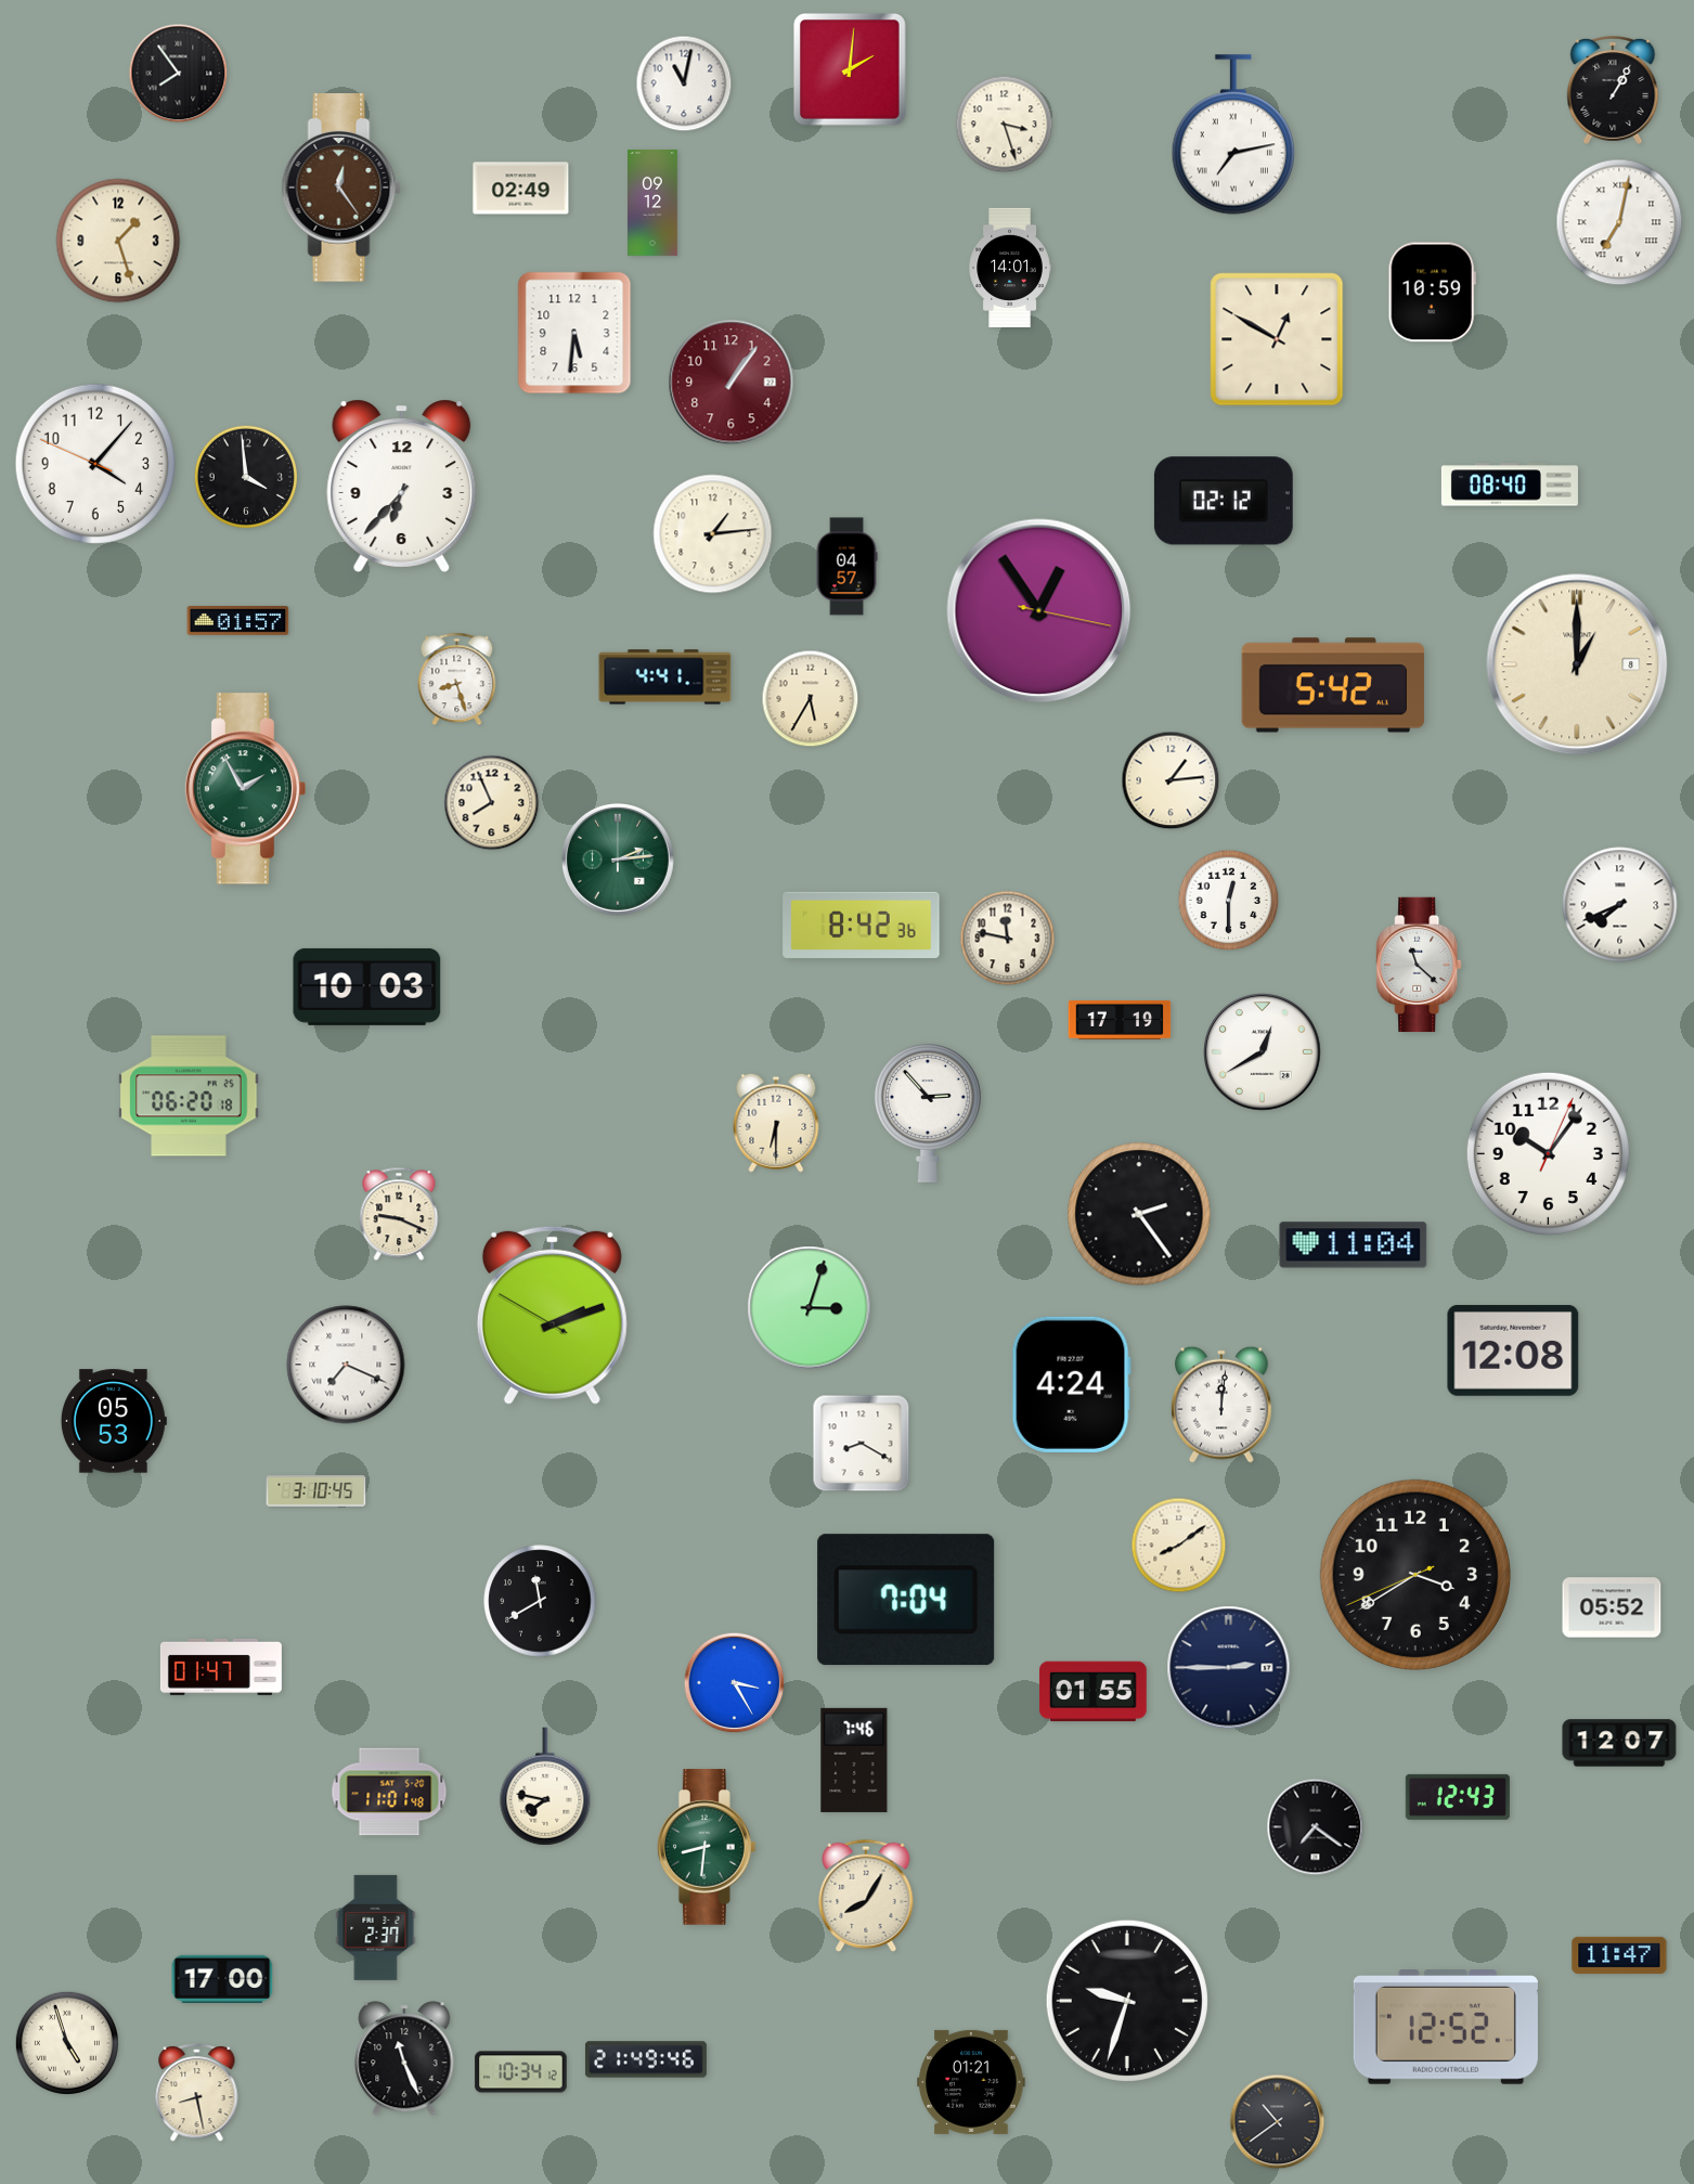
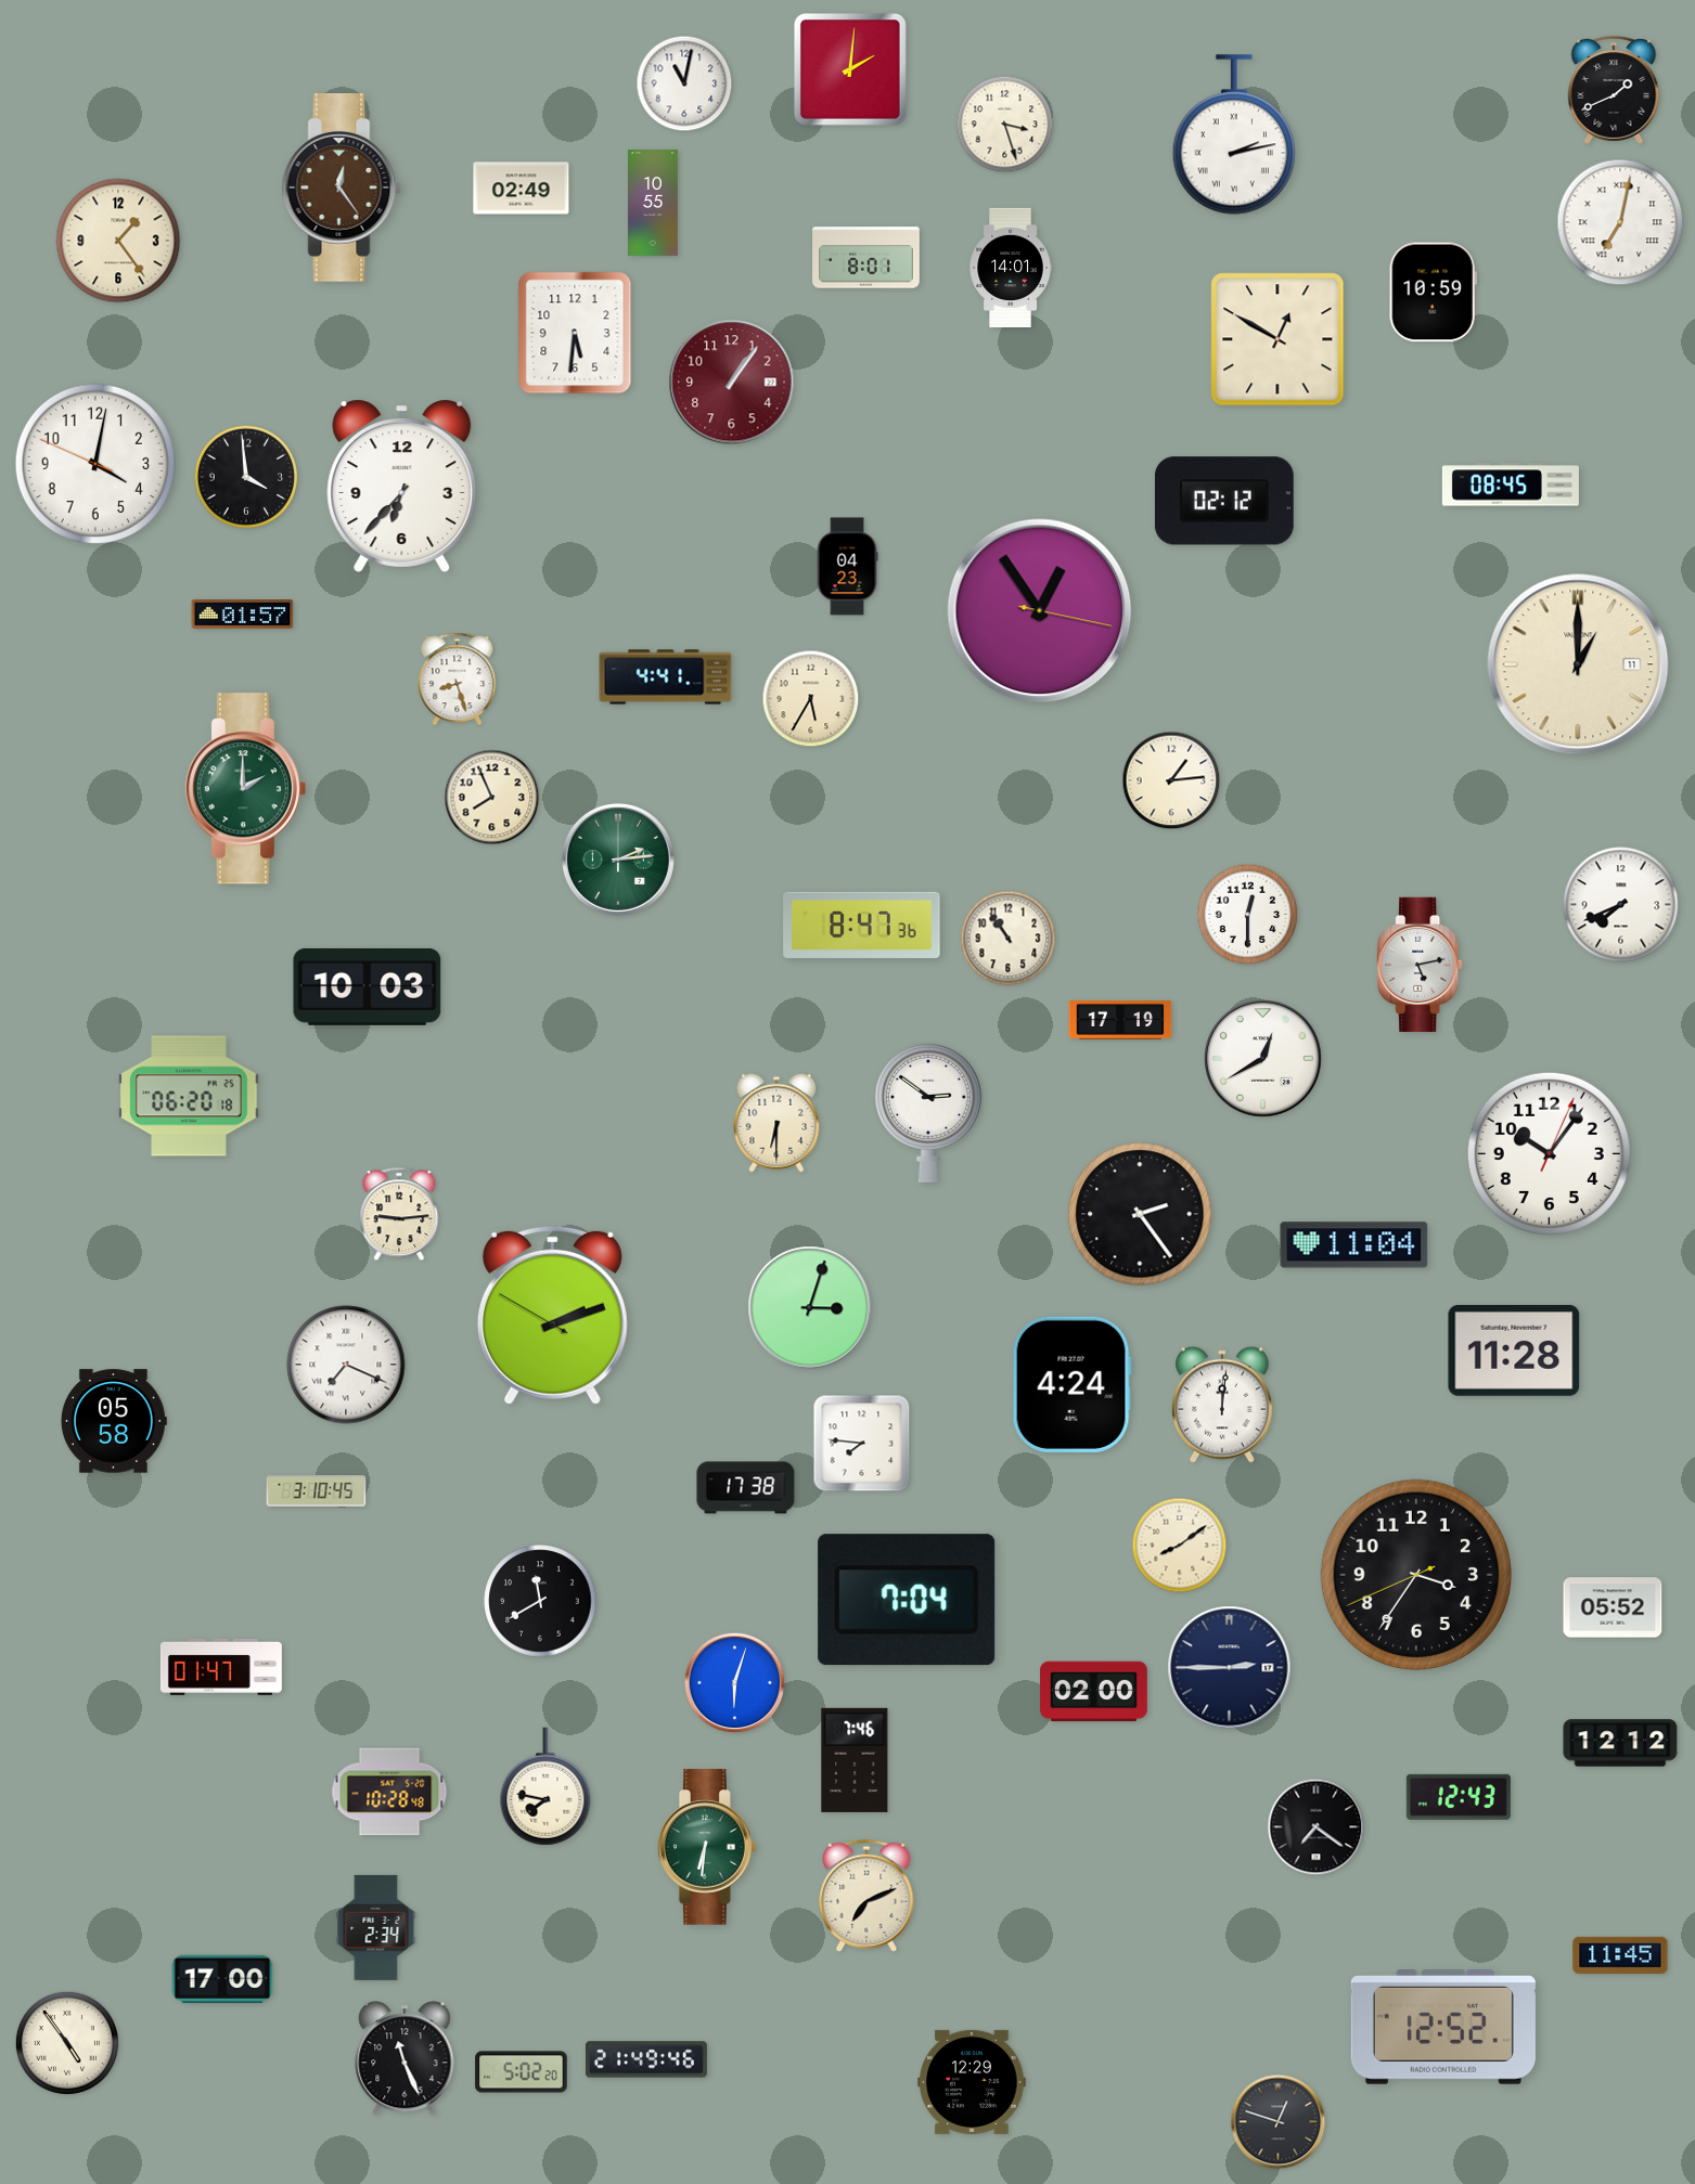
clock at (179, 74): 7:54 -> none
clock at (1613, 90): 1:05 -> 1:41
clock at (1233, 134): 7:13 -> 2:13
clock at (654, 204): 09:12 -> 10:55
clock at (118, 241): 1:27 -> 1:24
clock at (866, 258): none -> 8:01
clock at (95, 464): 4:06 -> 4:01
clock at (1510, 484): 08:40 -> 08:45
clock at (713, 534): 1:14 -> none
clock at (846, 567): 04:57 -> 04:23
clock at (238, 621) position: (238, 621) -> (243, 615)
clock at (1577, 664) date: 8 -> 11
clock at (1333, 685): 5:42 -> none
clock at (245, 789): 1:55 -> 2:00
clock at (492, 803) position: (492, 803) -> (492, 798)
clock at (1229, 901) position: (1229, 901) -> (1248, 915)
clock at (862, 925): 8:42 -> 8:47
clock at (1008, 939): 11:47 -> 10:54
clock at (1419, 965): 11:22 -> 5:13
clock at (1263, 1052) position: (1263, 1052) -> (1263, 1059)
clock at (928, 1113): 2:53 -> 2:51
clock at (399, 1214): 9:19 -> 9:14
clock at (1513, 1351): 12:08 -> 11:28
clock at (114, 1421): 05:53 -> 05:58
clock at (862, 1444): 8:20 -> 7:46
clock at (746, 1488): none -> 17:38
clock at (1415, 1575): 3:39 -> 3:35
clock at (735, 1683): 3:25 -> 6:03
clock at (1094, 1692): 01:55 -> 02:00
clock at (1619, 1743): 12:07 -> 12:12
clock at (389, 1792): 11:01 -> 10:28
clock at (708, 1847): 8:31 -> 6:31
clock at (866, 1896): 8:05 -> 7:11
clock at (376, 1927): 2:37 -> 2:34
clock at (1619, 1955): 11:47 -> 11:45
clock at (1127, 2001): 9:33 -> none
clock at (1446, 2028) position: (1446, 2028) -> (1443, 2028)
clock at (66, 2042): 4:57 -> 4:54
clock at (521, 2072): 10:34 -> 5:02
clock at (971, 2082): 01:21 -> 12:29
clock at (197, 2092): 8:28 -> none
clock at (1278, 2122): 10:39 -> 12:48
